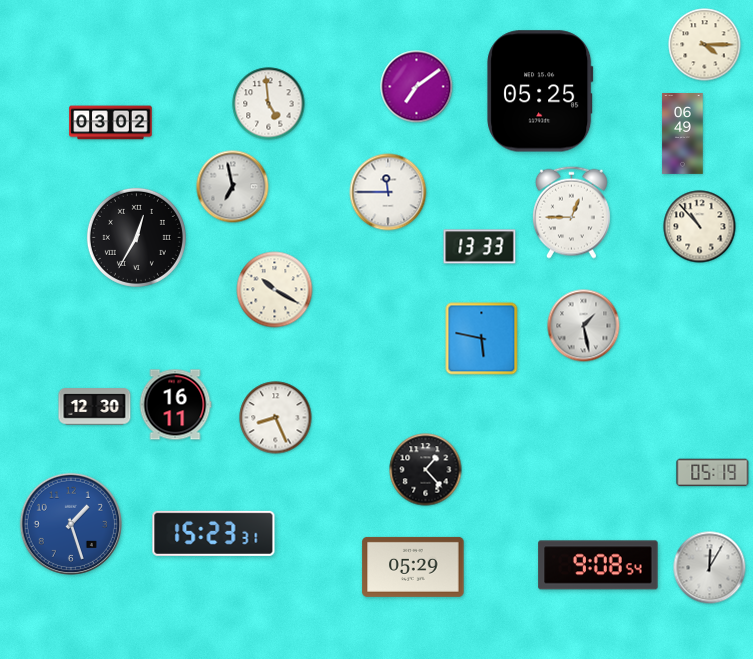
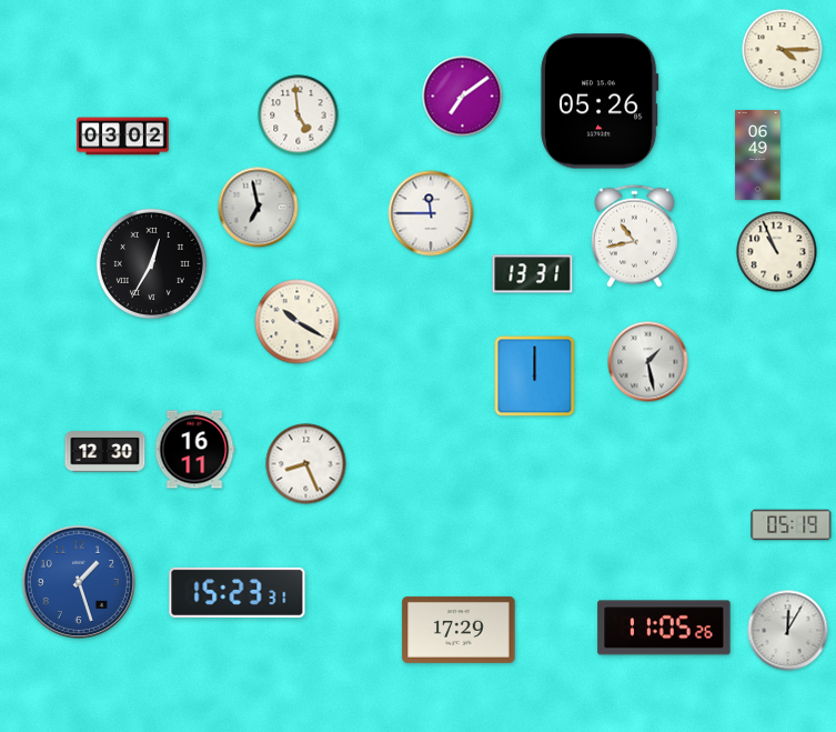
clock at (540, 91): 05:25 -> 05:26
clock at (683, 134) position: (683, 134) -> (758, 156)
clock at (571, 212): 12:45 -> 10:43
clock at (700, 227): 10:53 -> 10:56
clock at (480, 247): 13:33 -> 13:31
clock at (275, 290) position: (275, 290) -> (298, 322)
clock at (482, 339): 5:47 -> 12:00
clock at (426, 470): 1:23 -> none
clock at (598, 565): 9:08 -> 11:05
clock at (413, 567): 05:29 -> 17:29
